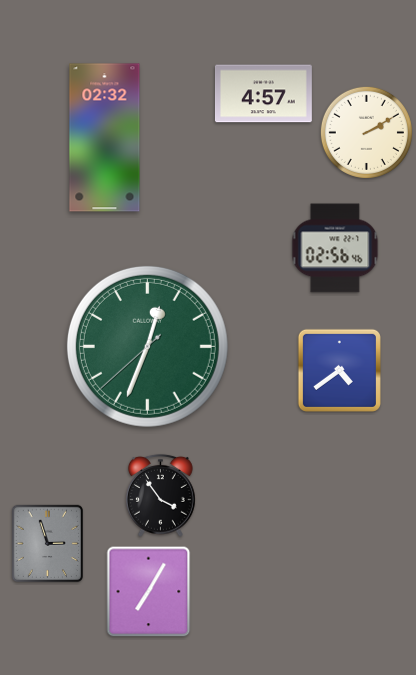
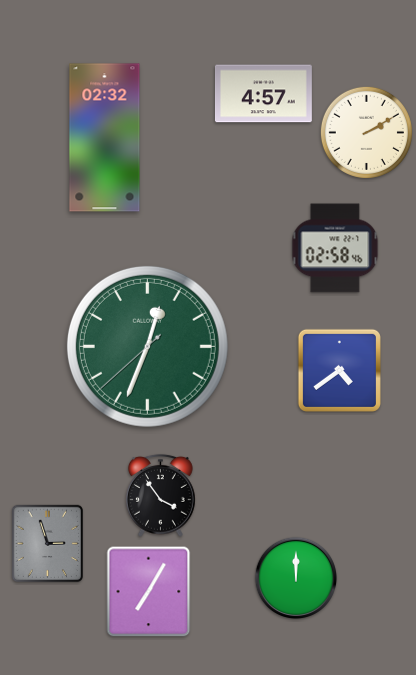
clock at (335, 248): 02:56 -> 02:58
clock at (296, 578): none -> 12:00
